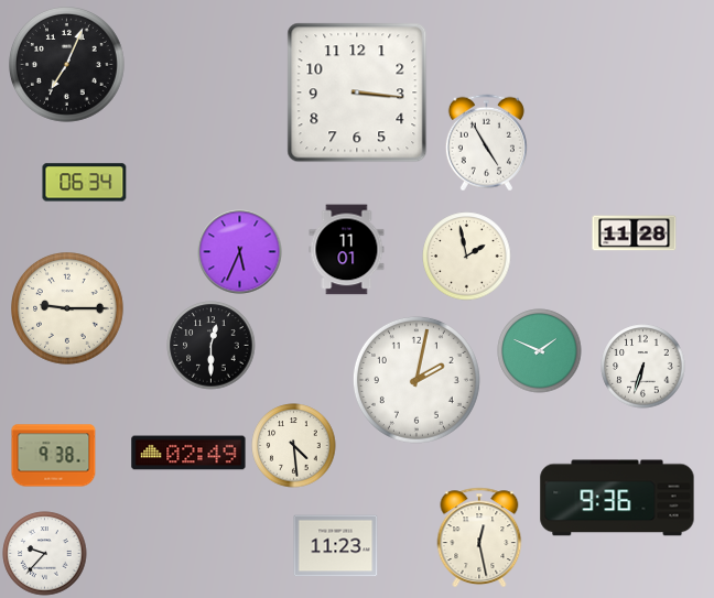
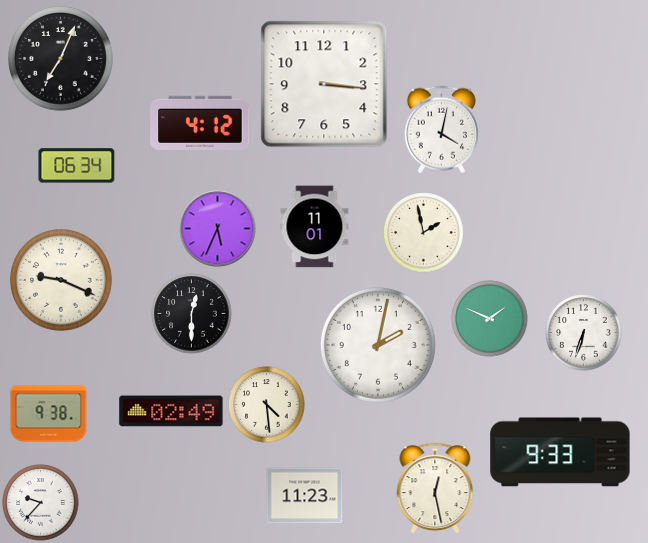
clock at (200, 123): none -> 4:12
clock at (486, 143): 4:55 -> 4:02
clock at (635, 233): 11:28 -> none
clock at (68, 309): 9:15 -> 9:19
clock at (617, 498): 9:36 -> 9:33
